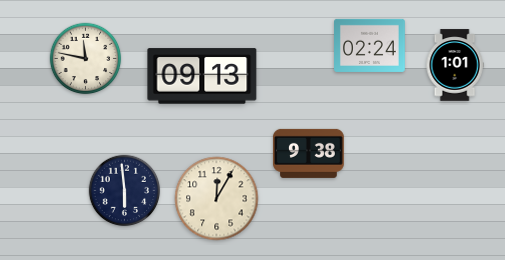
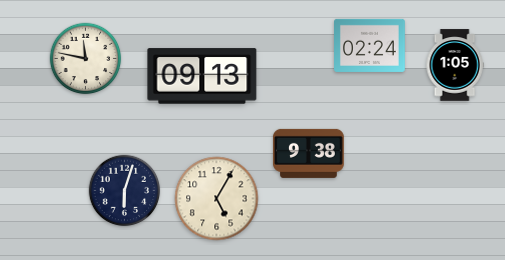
clock at (455, 65): 1:01 -> 1:05
clock at (125, 191): 5:59 -> 6:03
clock at (217, 199): 12:05 -> 5:05
